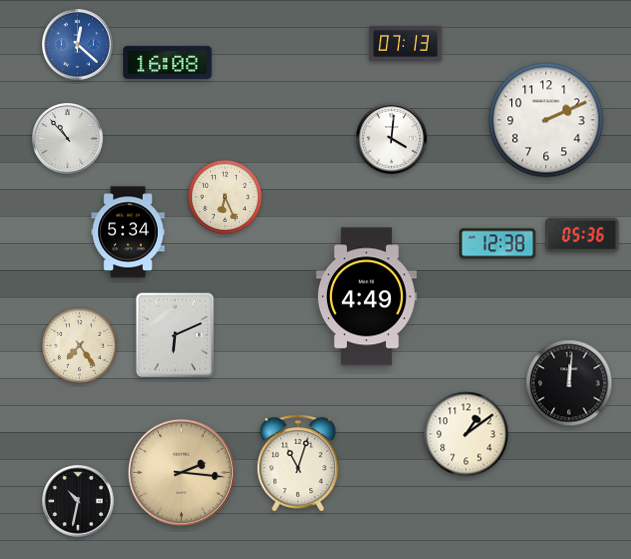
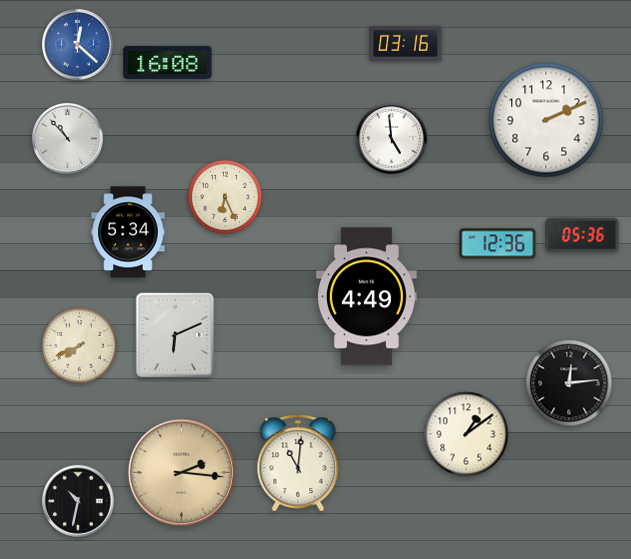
clock at (406, 43): 07:13 -> 03:16
clock at (392, 139): 4:01 -> 4:59
clock at (498, 244): 12:38 -> 12:36
clock at (79, 345): 7:24 -> 7:41
clock at (569, 383): 12:01 -> 12:14
clock at (298, 463): 11:03 -> 11:01
